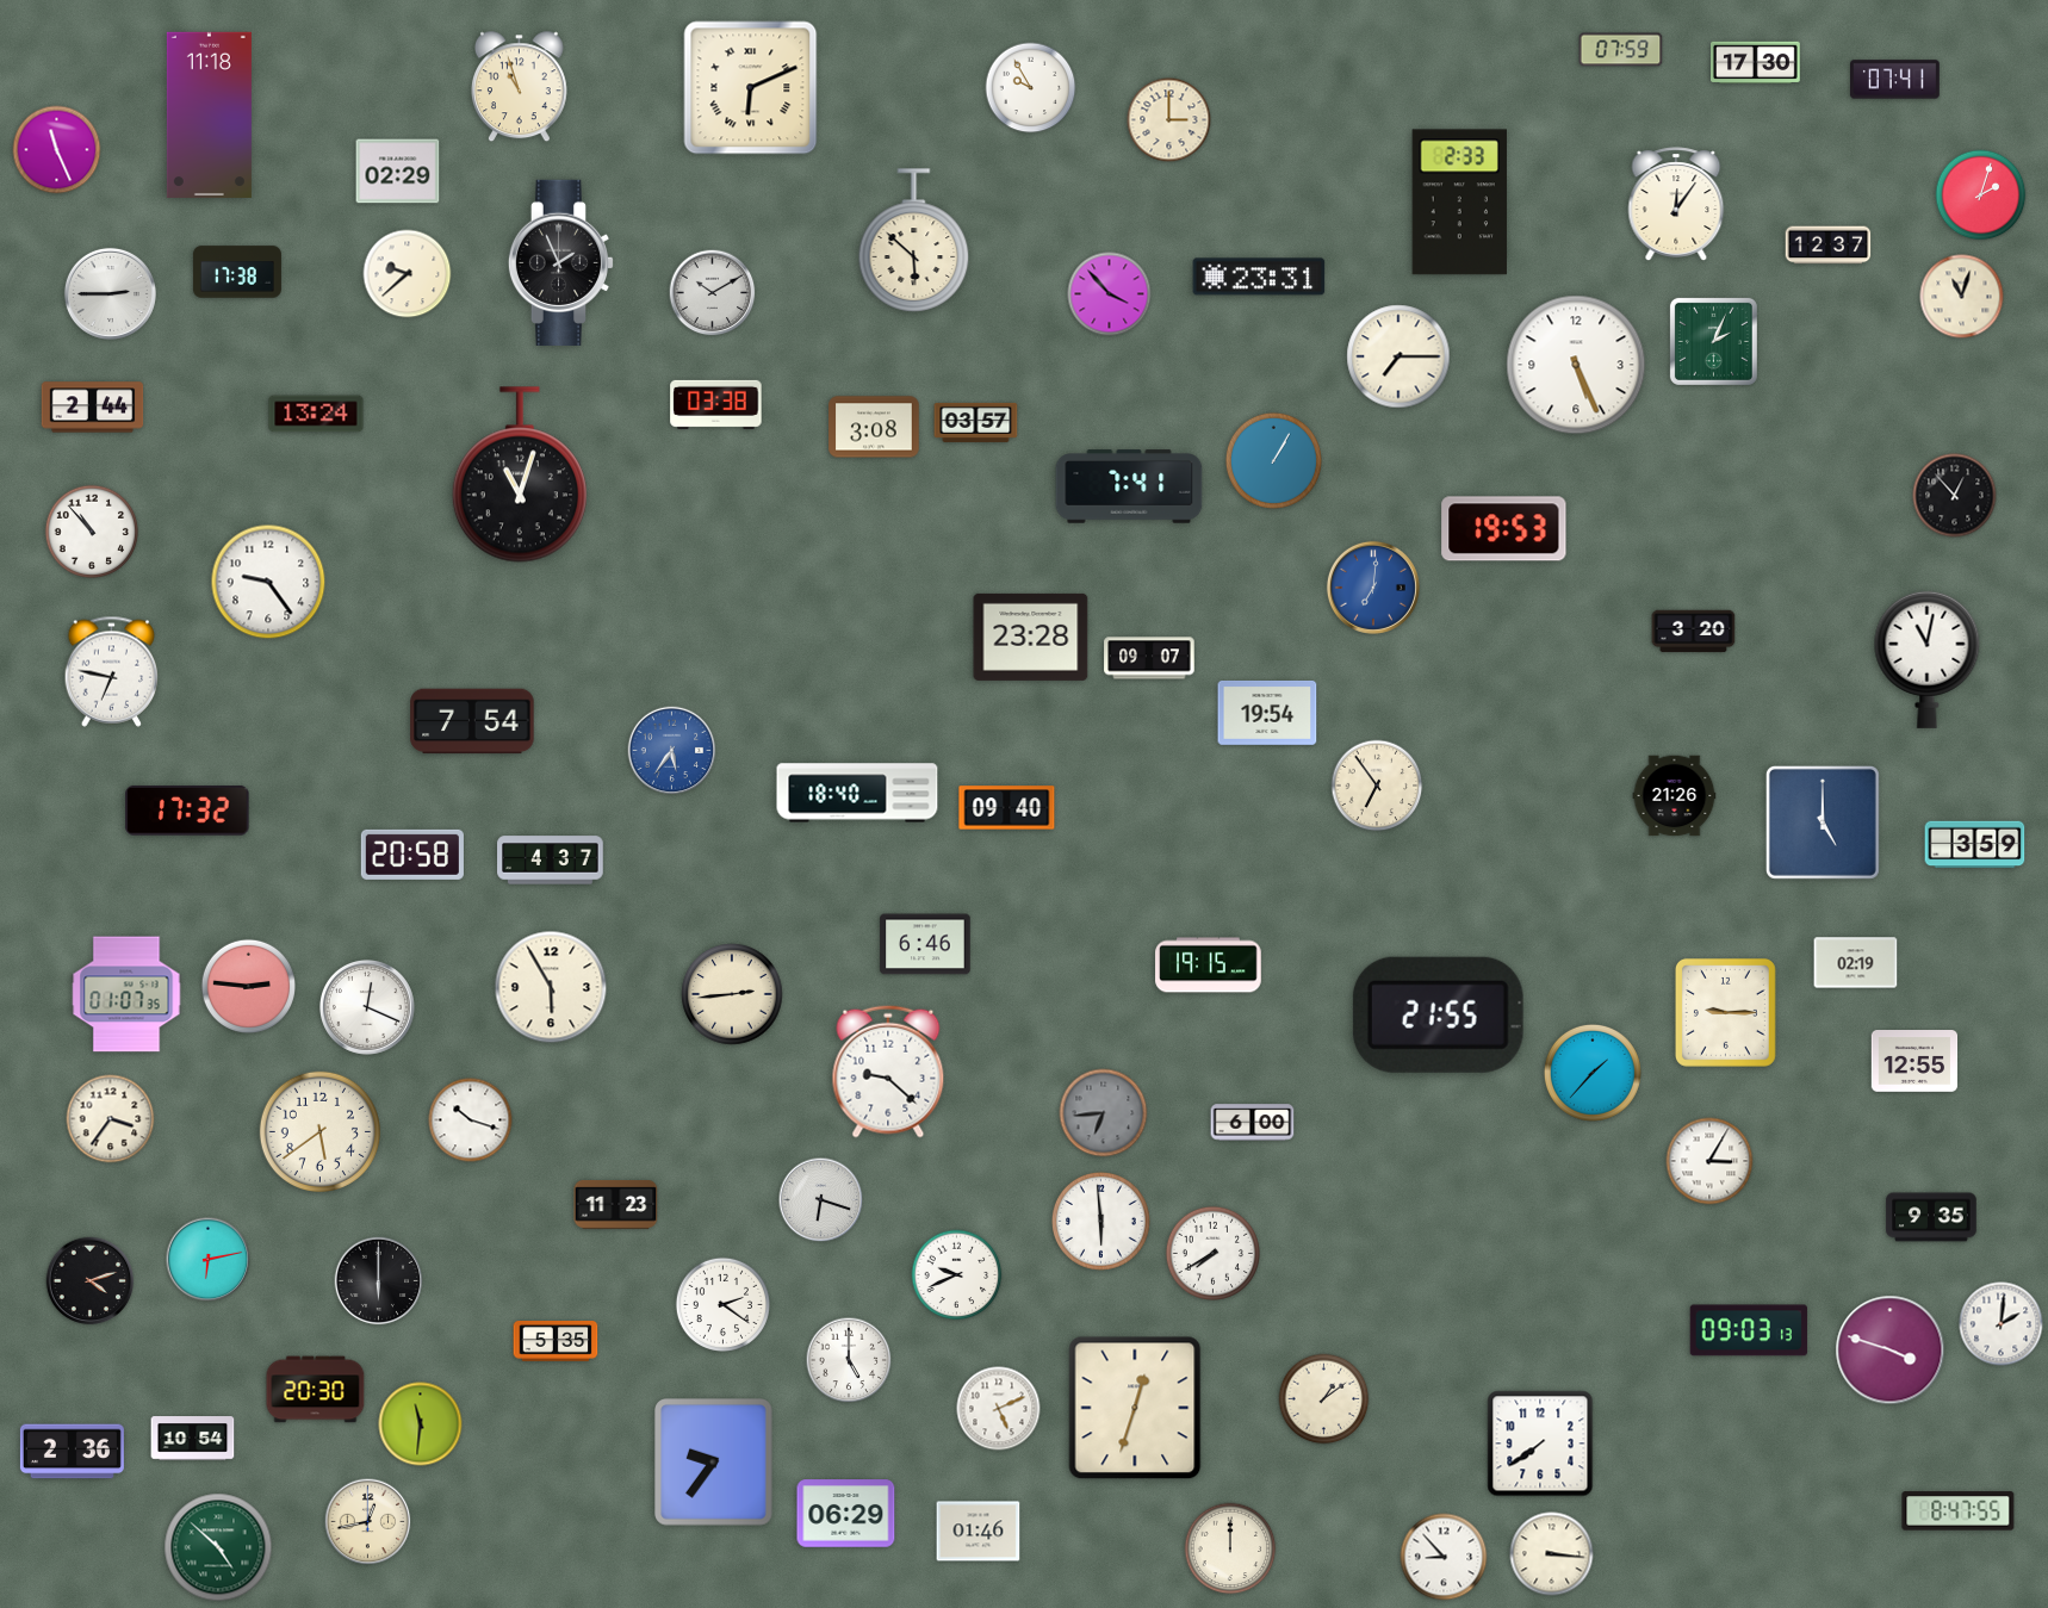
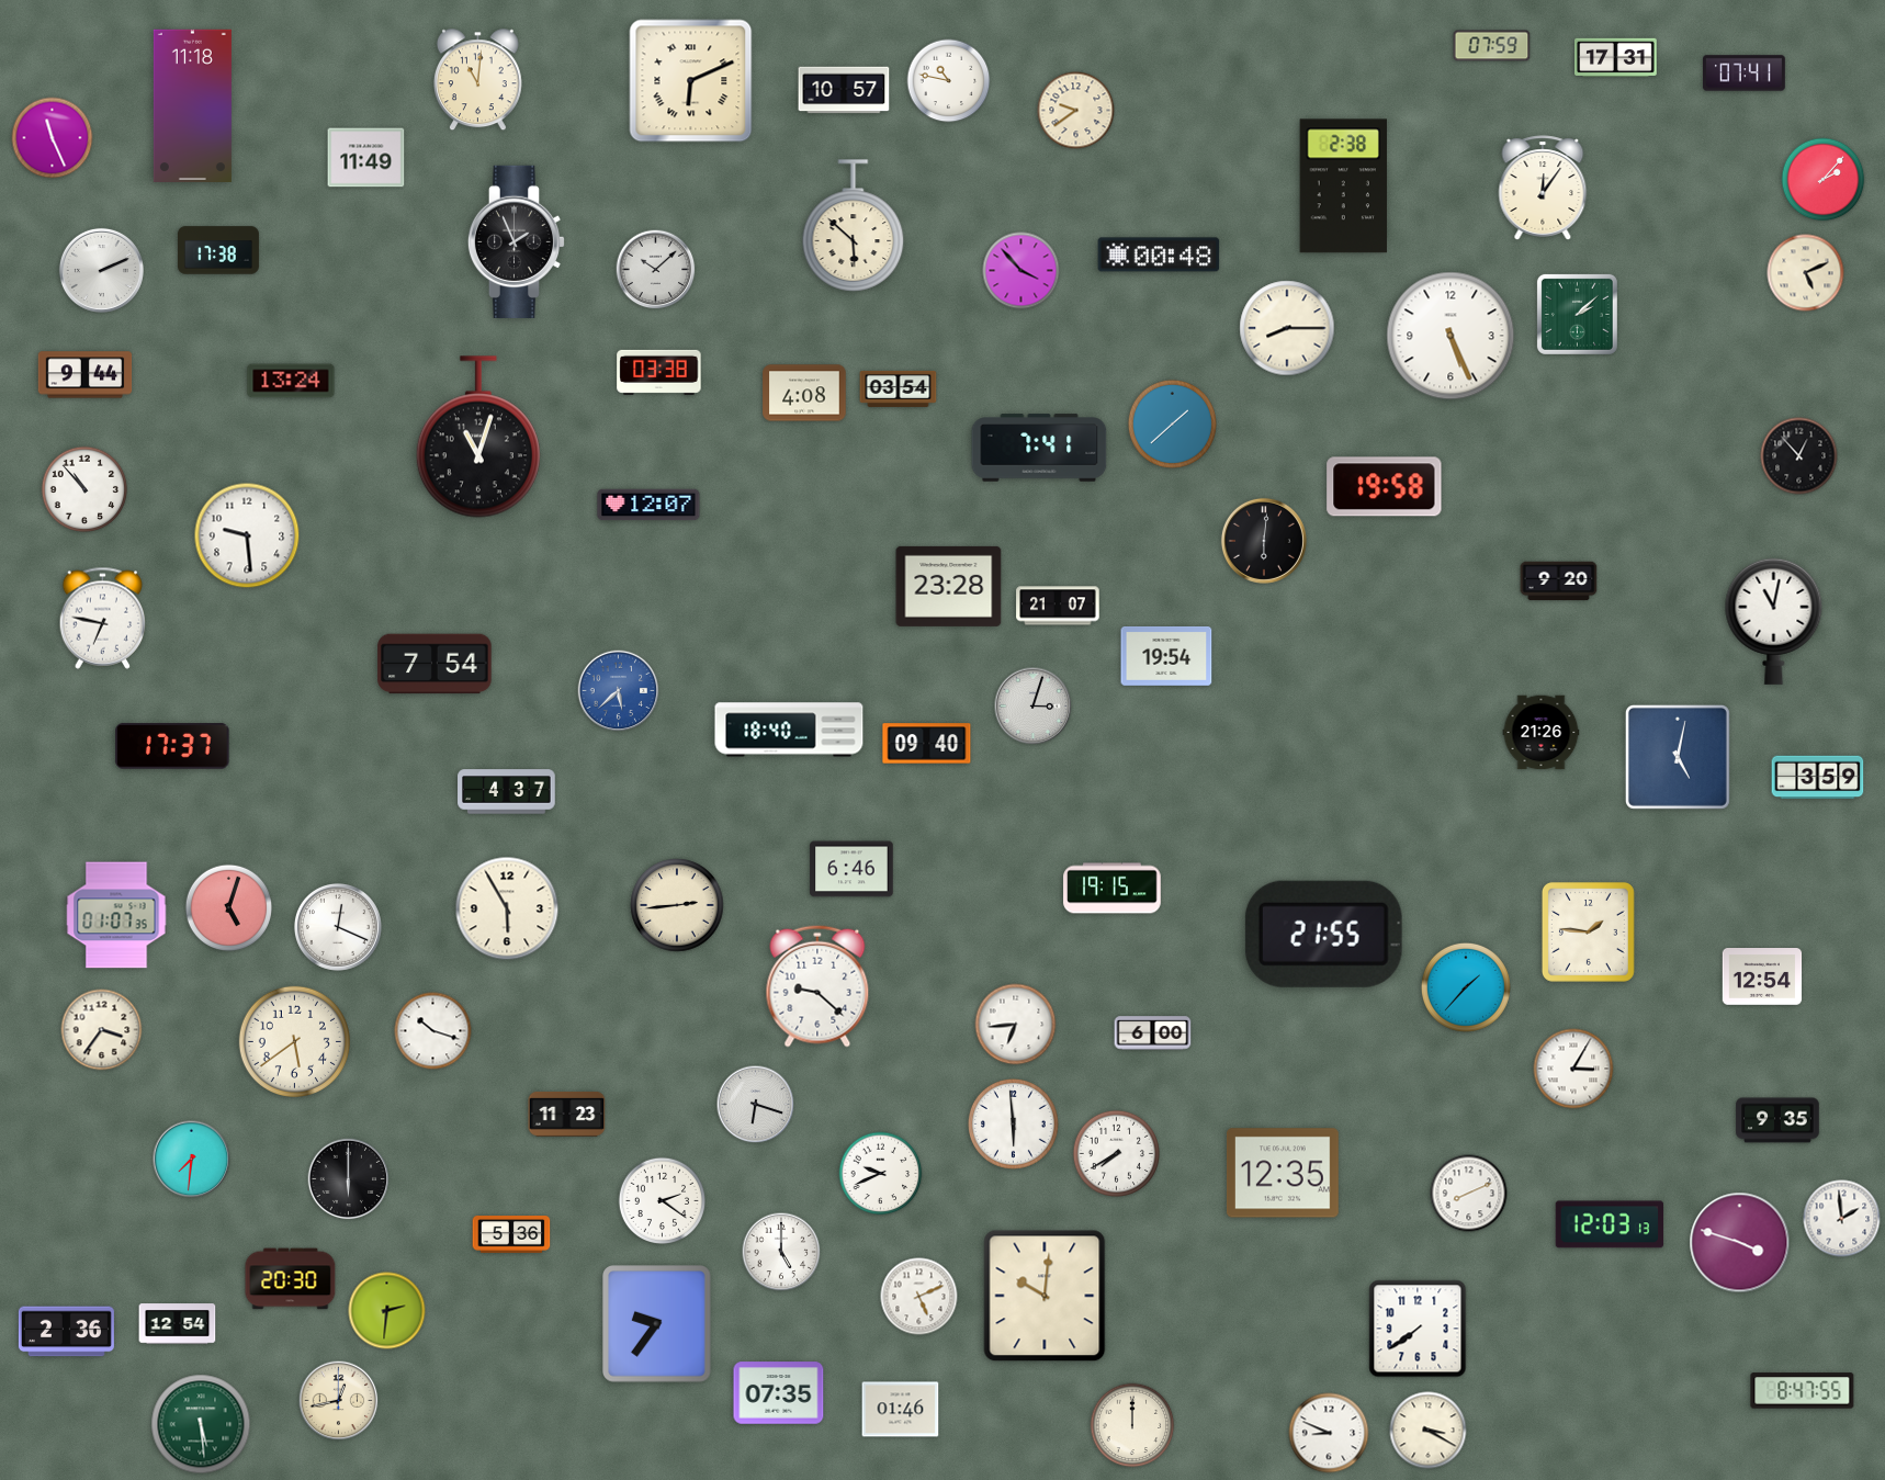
clock at (1756, 63): 17:30 -> 17:31
clock at (519, 87): 10:57 -> 11:01
clock at (1031, 88): 9:55 -> 10:47
clock at (844, 90): none -> 10:57
clock at (1169, 120): 3:00 -> 9:39
clock at (398, 172): 02:29 -> 11:49
clock at (1981, 195): 2:03 -> 2:07
clock at (1459, 203): 2:33 -> 2:38
clock at (914, 241) position: (914, 241) -> (854, 226)
clock at (1829, 246): 12:37 -> none
clock at (408, 274): 9:38 -> none
clock at (1259, 277): 23:31 -> 00:48
clock at (110, 293): 2:45 -> 2:11
clock at (713, 293): 10:10 -> 10:08
clock at (1962, 297): 11:03 -> 5:11
clock at (1713, 341): 2:04 -> 2:08
clock at (1398, 356): 7:15 -> 8:15
clock at (93, 408): 2:44 -> 9:44
clock at (976, 422): 03:57 -> 03:54
clock at (874, 427): 3:08 -> 4:08
clock at (1273, 460): 1:05 -> 1:38
clock at (1504, 529): 19:53 -> 19:58
clock at (648, 505): none -> 12:07
clock at (268, 582): 9:24 -> 9:29
clock at (1373, 588): 7:01 -> 6:01
clock at (1373, 588) dial: blue -> black
clock at (1694, 632): 3:20 -> 9:20
clock at (1149, 658): 09:07 -> 21:07
clock at (1928, 659) position: (1928, 659) -> (1774, 621)
clock at (672, 751): 5:36 -> 5:38
clock at (1034, 707): none -> 3:03
clock at (1377, 786): 6:54 -> none
clock at (187, 812): 17:32 -> 17:37
clock at (1823, 822): 5:00 -> 5:02
clock at (412, 855): 20:58 -> none
clock at (1856, 963): 02:19 -> none
clock at (248, 986): 2:46 -> 5:03
clock at (732, 994) position: (732, 994) -> (677, 905)
clock at (1725, 1012): 9:15 -> 1:46
clock at (1914, 1061): 12:55 -> 12:54
clock at (1104, 1113) dial: grey -> white
clock at (616, 1205) position: (616, 1205) -> (567, 1115)
clock at (209, 1260): 6:13 -> 7:31
clock at (1283, 1173): none -> 12:35
clock at (91, 1281): 4:12 -> none
clock at (1469, 1194): none -> 8:11
clock at (722, 1304) position: (722, 1304) -> (662, 1200)
clock at (2002, 1324): 2:01 -> 1:59
clock at (1749, 1330): 09:03 -> 12:03
clock at (556, 1341): 5:35 -> 5:36
clock at (1324, 1399): 1:09 -> none
clock at (1135, 1408): 12:33 -> 10:01
clock at (421, 1424): 11:31 -> 2:31
clock at (193, 1439): 10:54 -> 12:54
clock at (72, 1452) position: (72, 1452) -> (66, 1332)
clock at (714, 1463) position: (714, 1463) -> (657, 1324)
clock at (846, 1514): 06:29 -> 07:35
clock at (218, 1547): 4:52 -> 5:29
clock at (1552, 1554): 3:16 -> 3:20
clock at (1444, 1557): 8:53 -> 8:49
